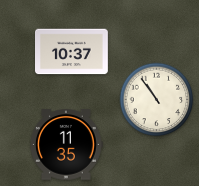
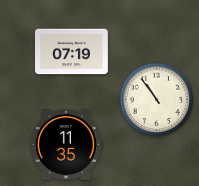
clock at (72, 52): 10:37 -> 07:19
